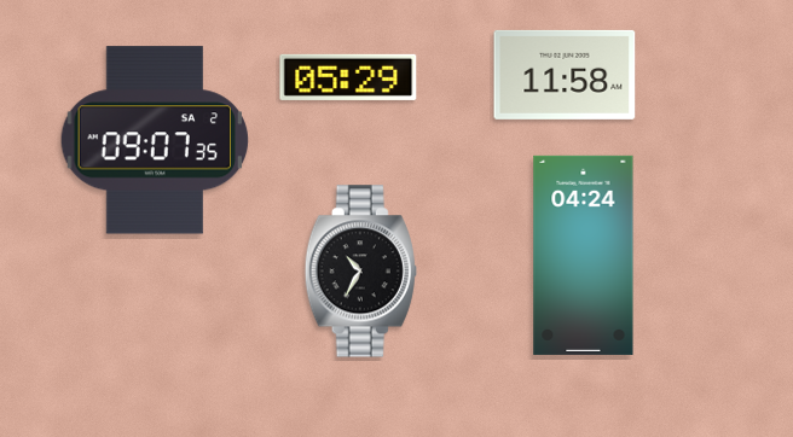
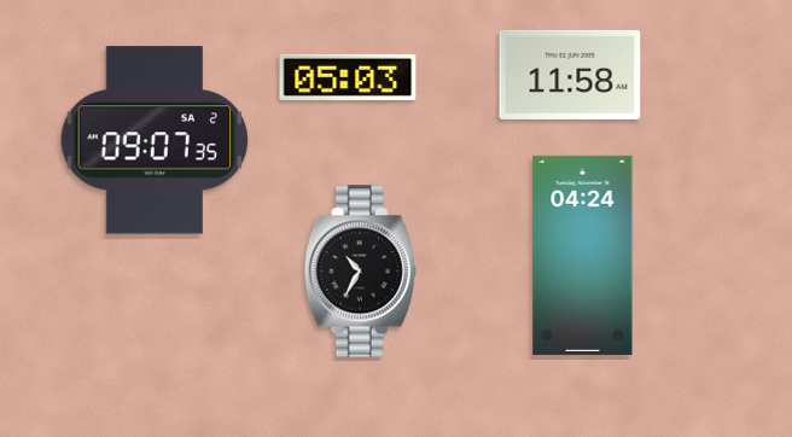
clock at (565, 75) position: (565, 75) -> (570, 75)
clock at (348, 77): 05:29 -> 05:03
